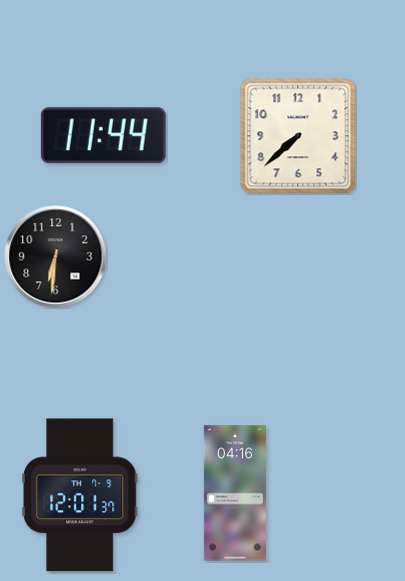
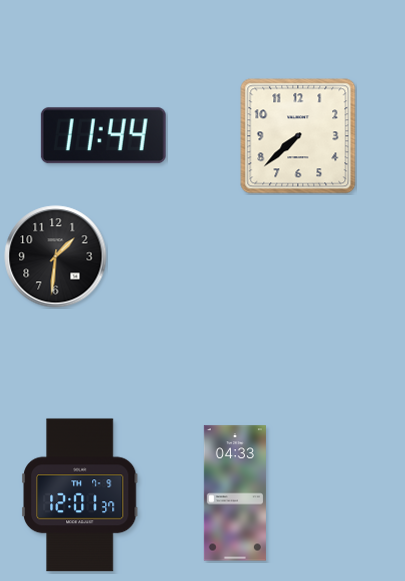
clock at (56, 257): 6:31 -> 1:31
clock at (235, 493): 04:16 -> 04:33
